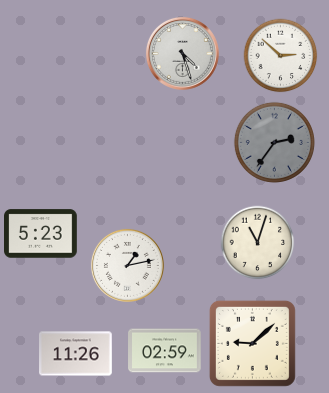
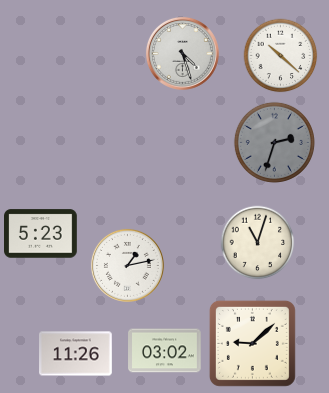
clock at (281, 56): 2:52 -> 10:22
clock at (274, 142): 2:36 -> 2:33
clock at (165, 351): 02:59 -> 03:02
